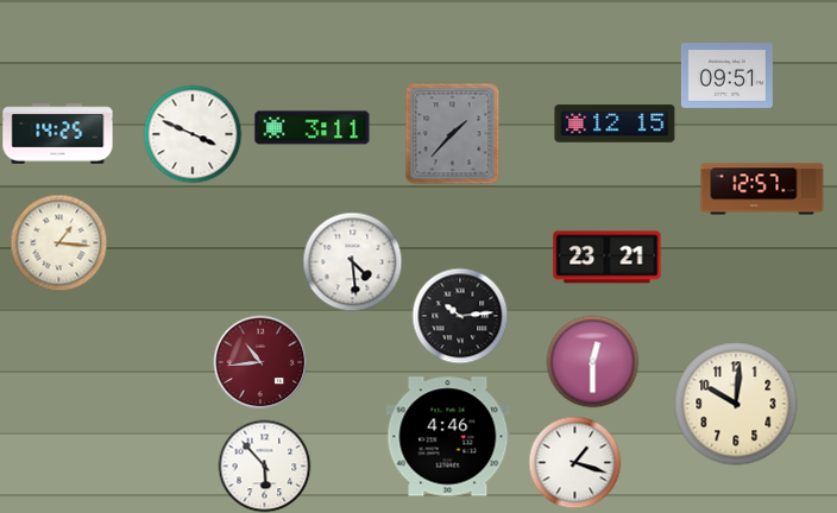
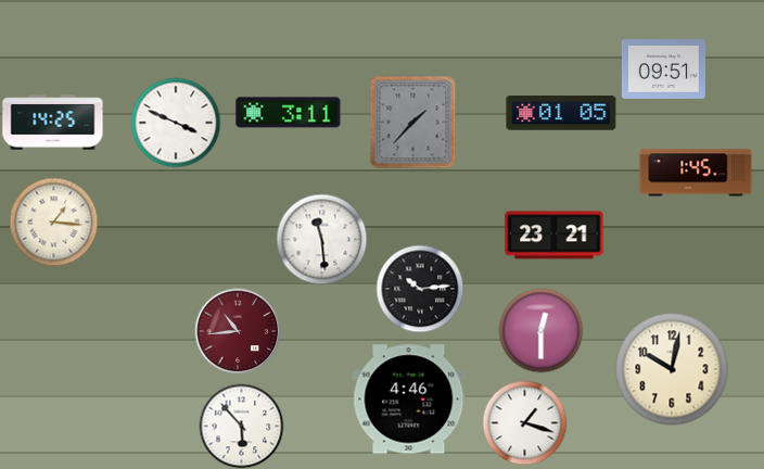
clock at (615, 123): 12:15 -> 01:05
clock at (313, 128) position: (313, 128) -> (289, 113)
clock at (762, 189): 12:57 -> 1:45
clock at (352, 261): 4:29 -> 11:29
clock at (736, 404): 10:01 -> 10:02
